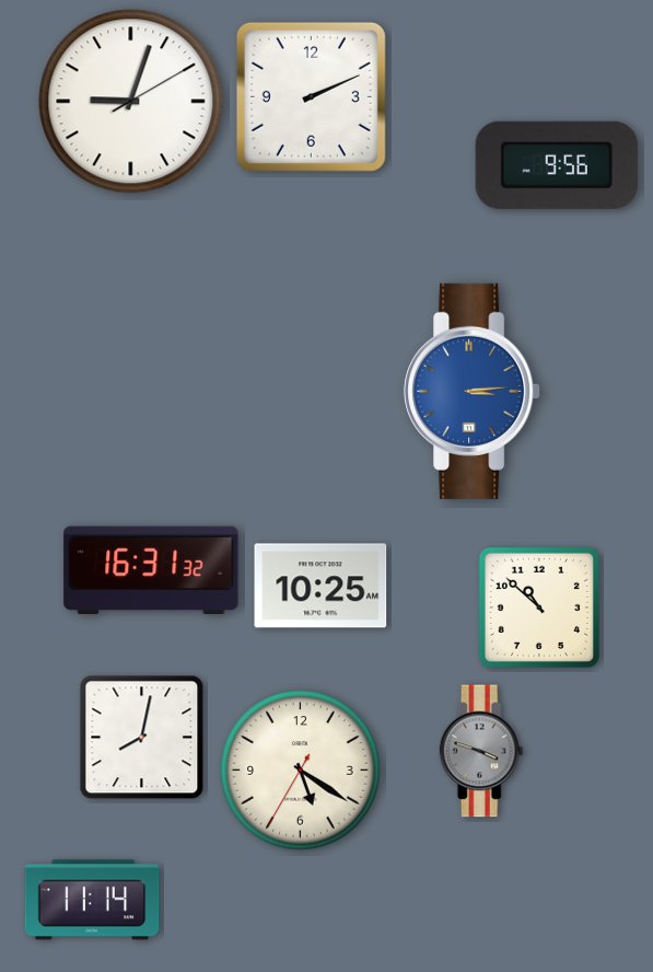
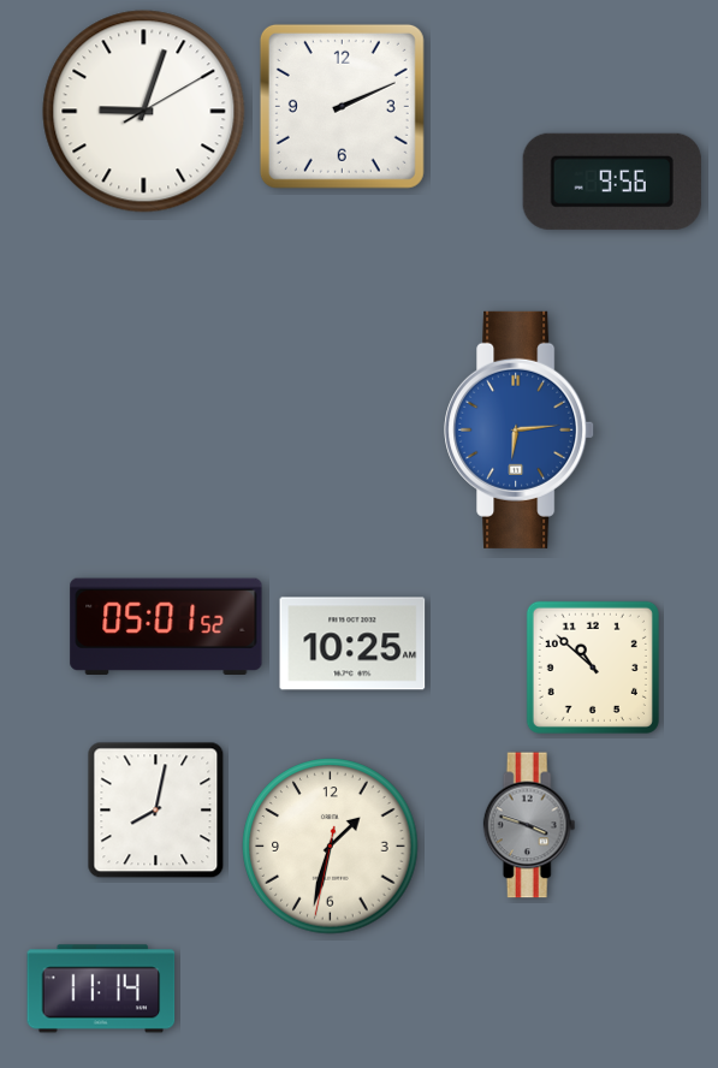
clock at (473, 391): 3:14 -> 6:14
clock at (151, 569): 16:31 -> 05:01
clock at (301, 771): 5:20 -> 1:32
